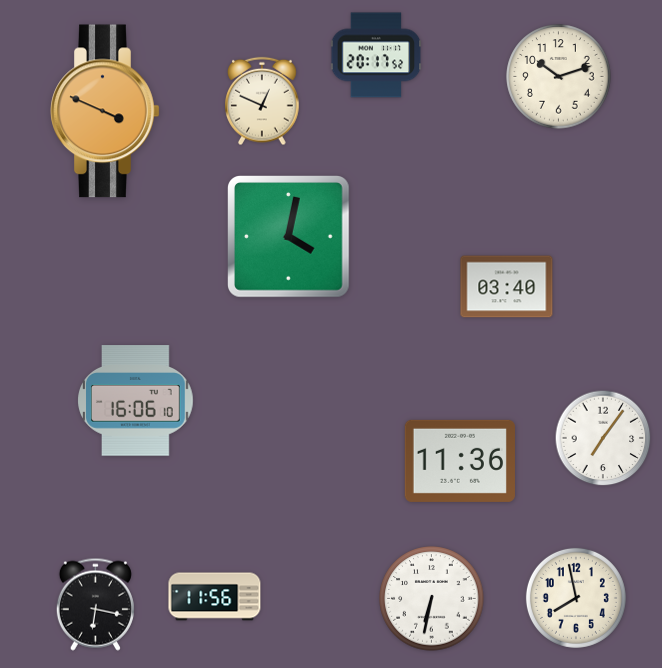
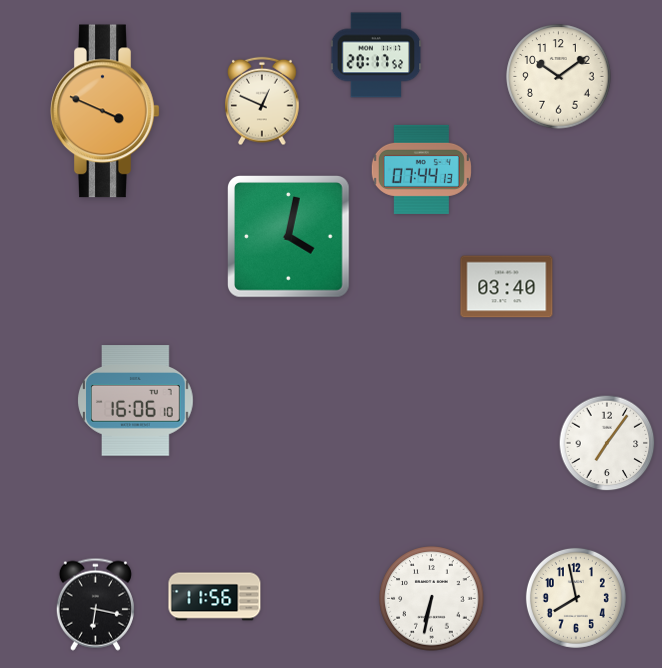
clock at (559, 77): 10:12 -> 10:09
clock at (421, 169): none -> 07:44
clock at (603, 438) position: (603, 438) -> (607, 443)
clock at (460, 461): 11:36 -> none
